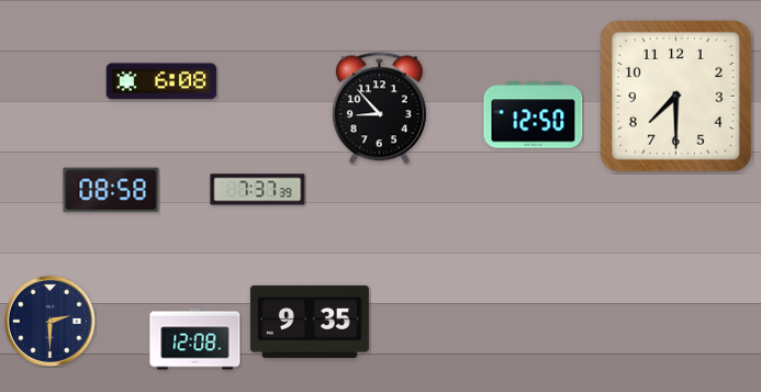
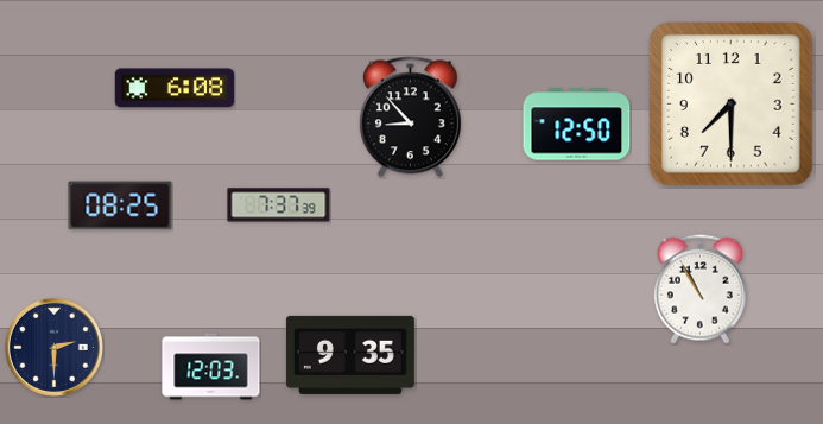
clock at (111, 190): 08:58 -> 08:25
clock at (699, 289): none -> 10:55
clock at (310, 322) position: (310, 322) -> (350, 355)
clock at (195, 339): 12:08 -> 12:03
